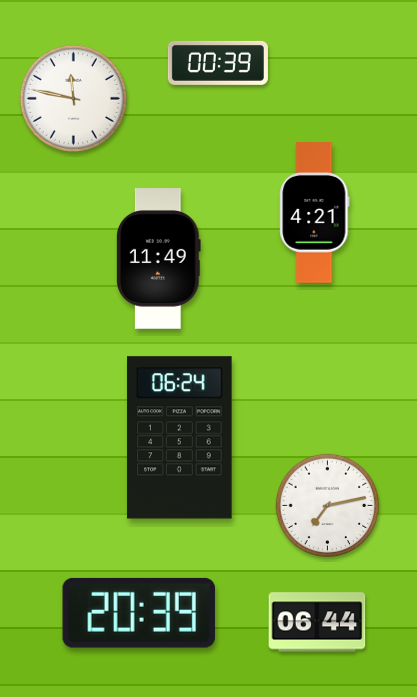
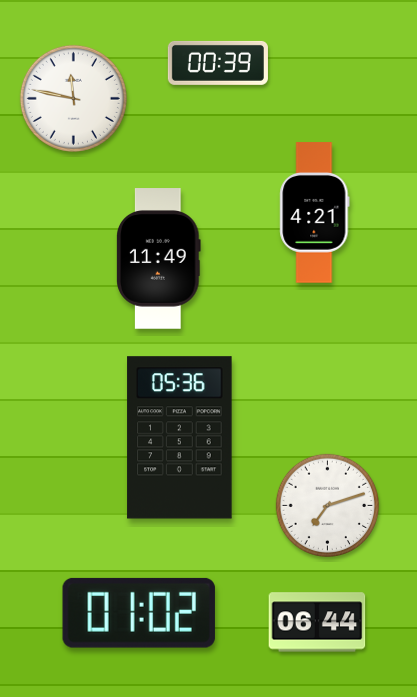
clock at (180, 438): 06:24 -> 05:36
clock at (327, 505): 7:13 -> 7:12
clock at (139, 613): 20:39 -> 01:02
